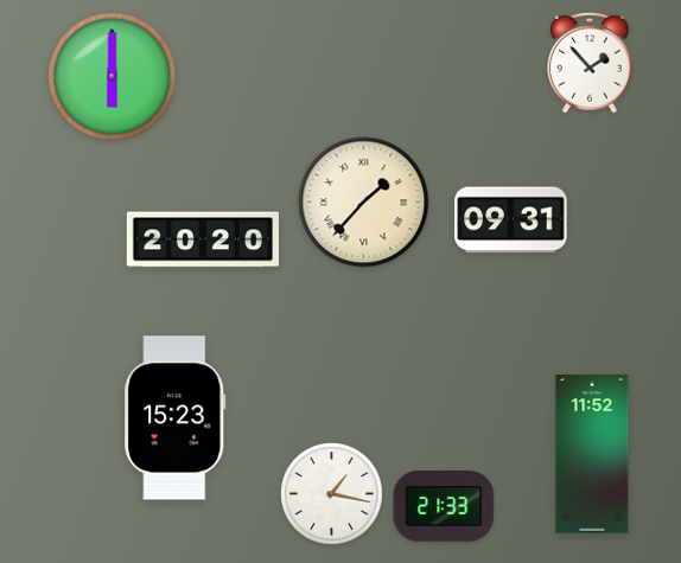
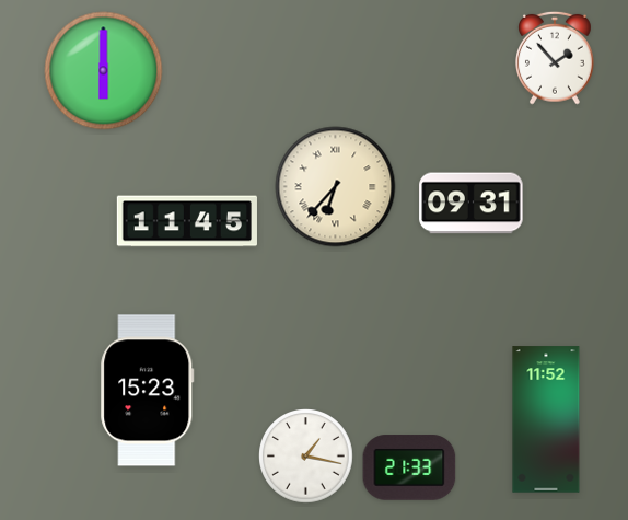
clock at (591, 63) position: (591, 63) -> (556, 58)
clock at (364, 203): 1:37 -> 6:37
clock at (203, 239): 20:20 -> 11:45
clock at (176, 418) position: (176, 418) -> (148, 391)
